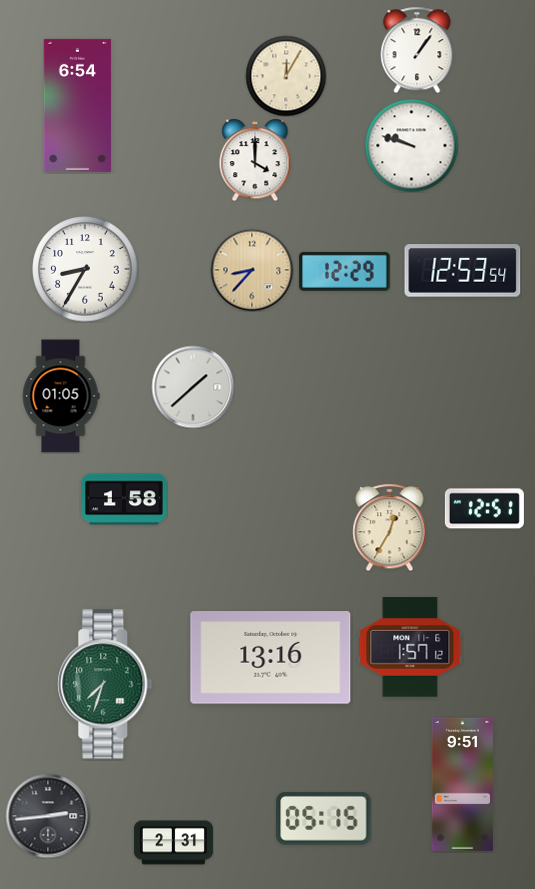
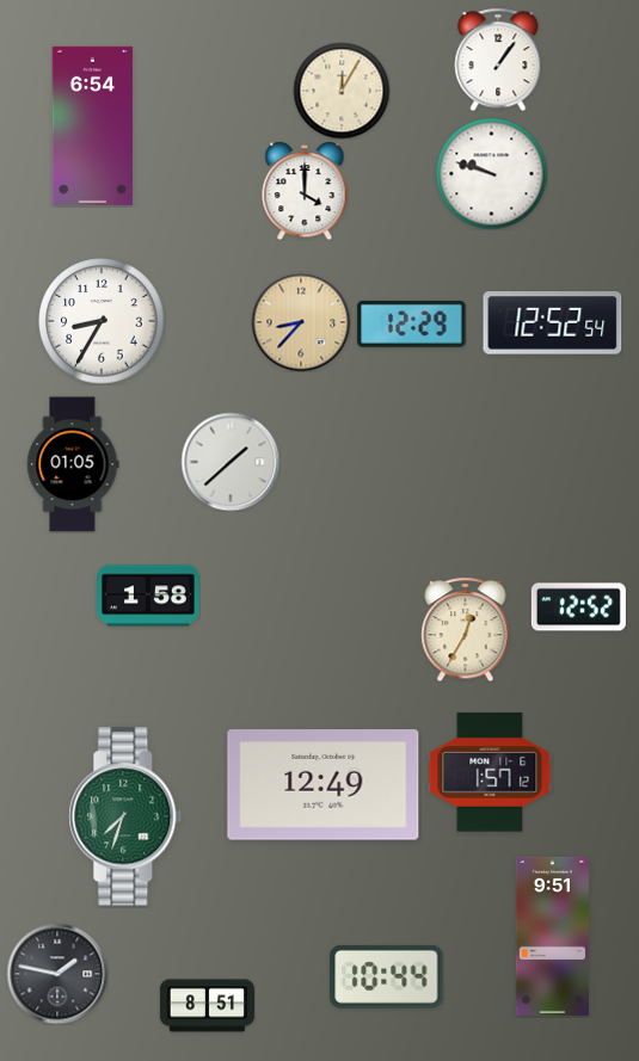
clock at (463, 271): 12:53 -> 12:52
clock at (61, 396) position: (61, 396) -> (73, 464)
clock at (484, 509): 12:51 -> 12:52
clock at (271, 658): 13:16 -> 12:49
clock at (48, 816): 2:44 -> 1:47
clock at (324, 818): 05:15 -> 10:44
clock at (173, 843): 2:31 -> 8:51
